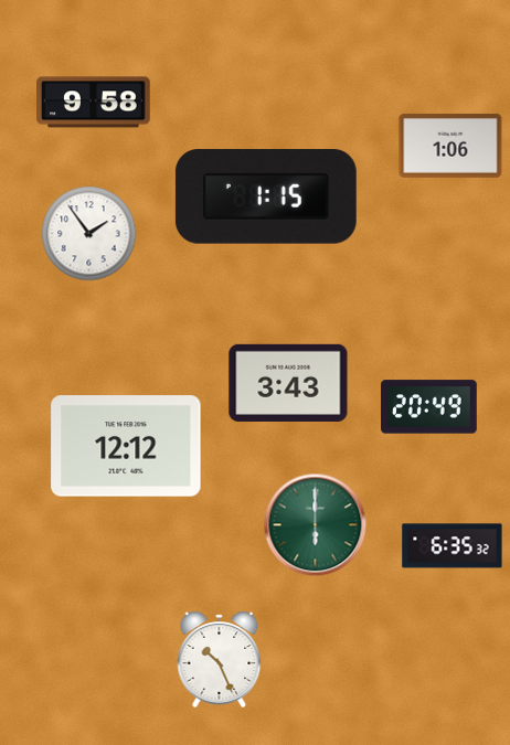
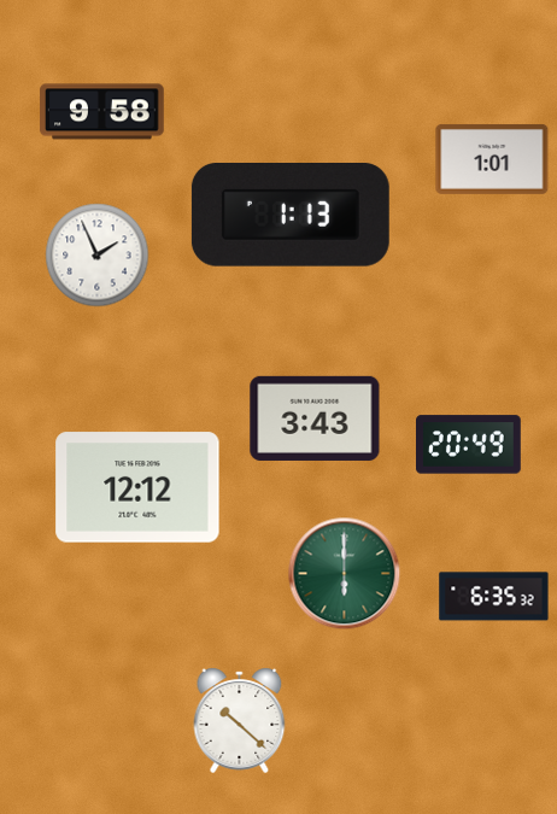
clock at (450, 146): 1:06 -> 1:01
clock at (266, 198): 1:15 -> 1:13
clock at (89, 234): 1:54 -> 1:56
clock at (220, 659): 10:26 -> 10:22
